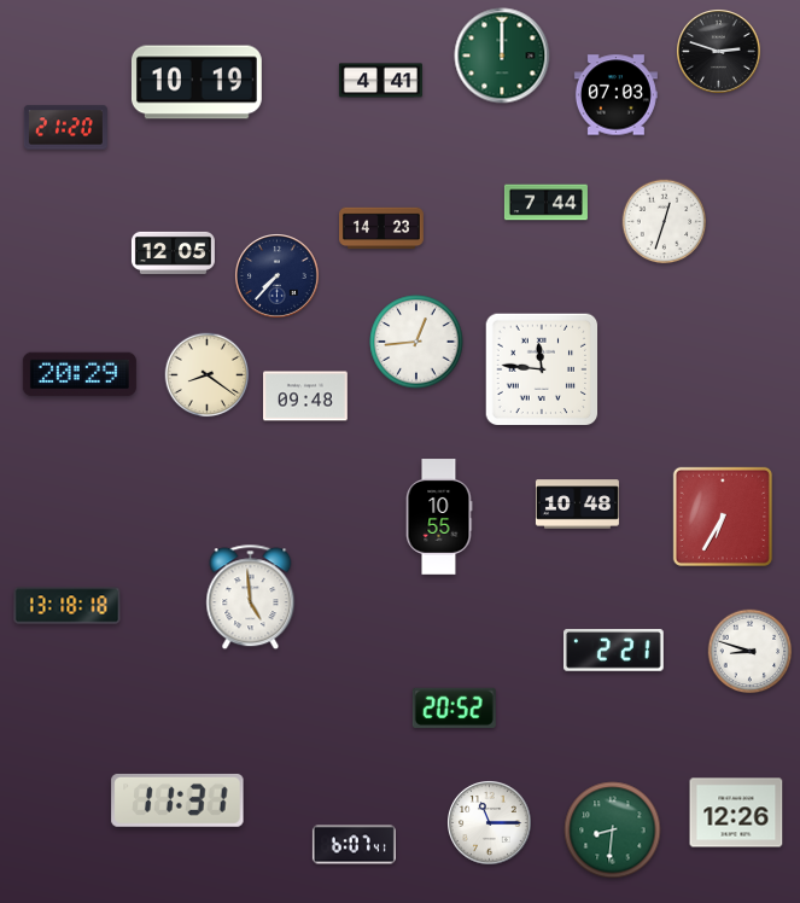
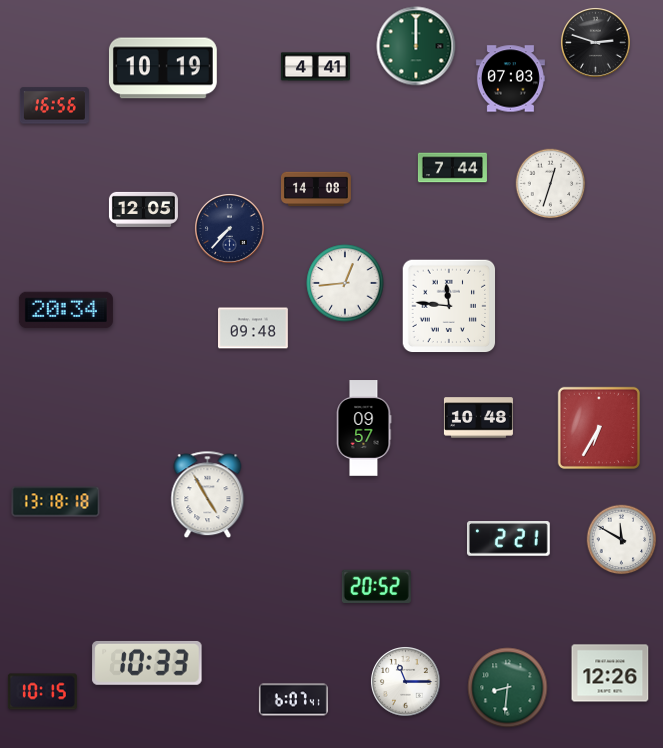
clock at (65, 128): 21:20 -> 16:56
clock at (383, 228): 14:23 -> 14:08
clock at (80, 374): 20:29 -> 20:34
clock at (208, 375): 8:21 -> none
clock at (439, 517): 10:55 -> 09:57
clock at (251, 598): 4:59 -> 4:55
clock at (751, 652): 8:48 -> 11:50
clock at (177, 800): 11:31 -> 10:33
clock at (42, 692): none -> 10:15
